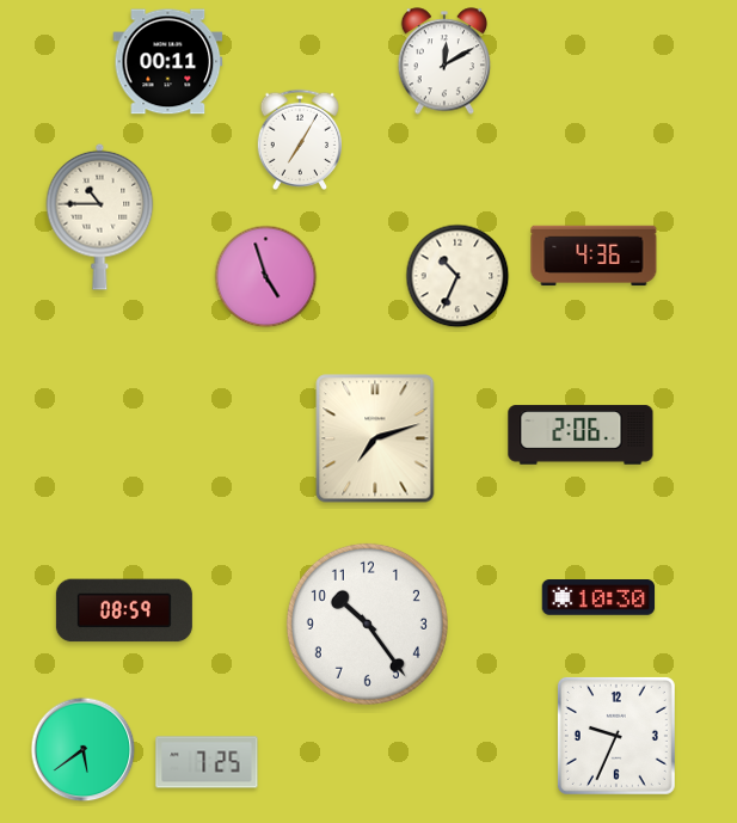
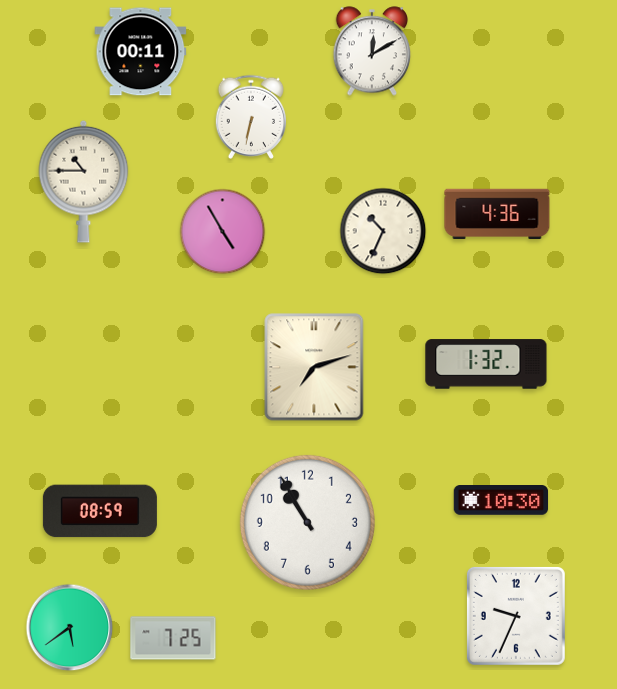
clock at (299, 140): 7:05 -> 6:32
clock at (266, 277): 4:57 -> 4:55
clock at (581, 435): 2:06 -> 1:32
clock at (124, 610) position: (124, 610) -> (100, 511)
clock at (367, 624): 10:24 -> 10:55
